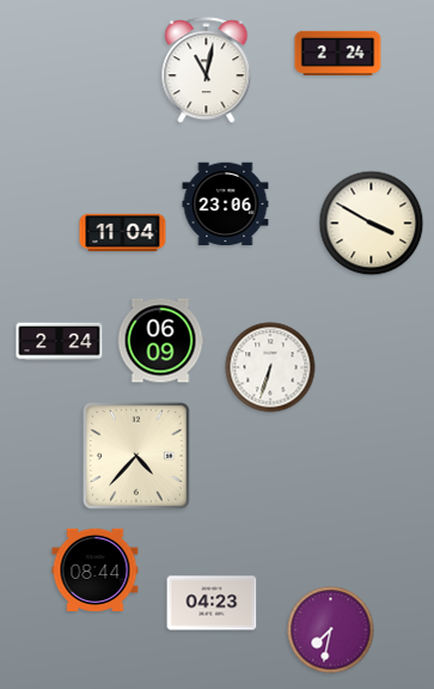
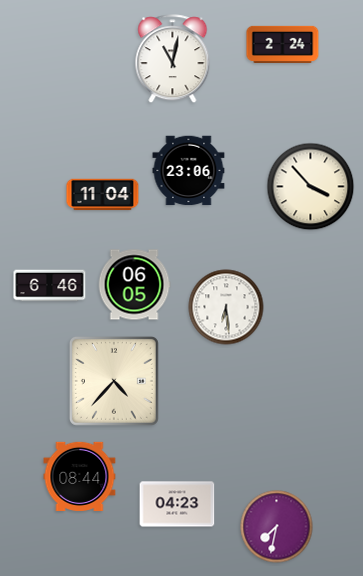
clock at (372, 224): 3:50 -> 3:53
clock at (160, 341): 06:09 -> 06:05
clock at (60, 342): 2:24 -> 6:46
clock at (270, 367): 6:33 -> 6:29
